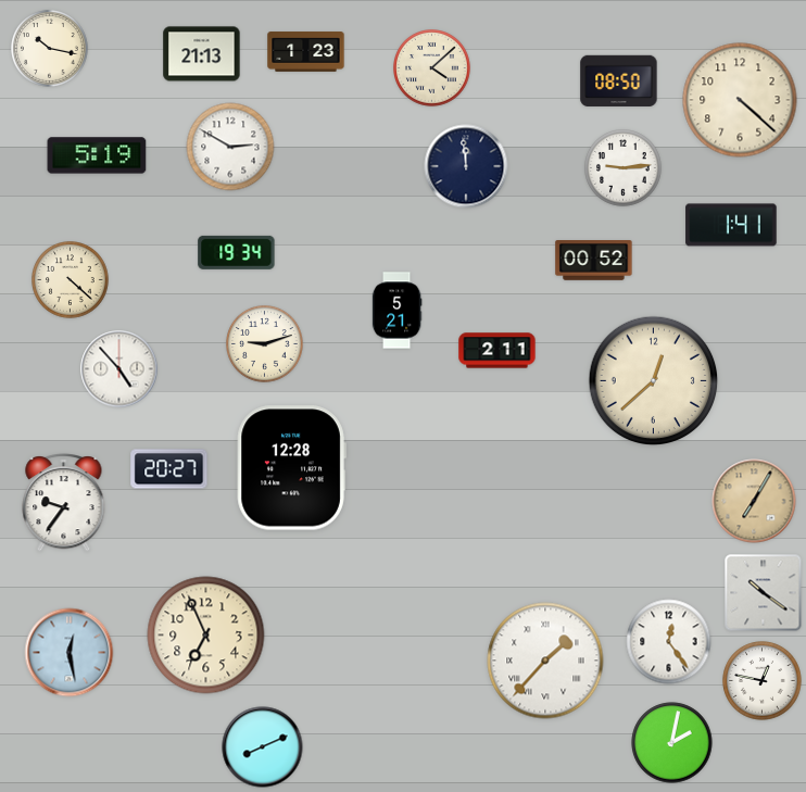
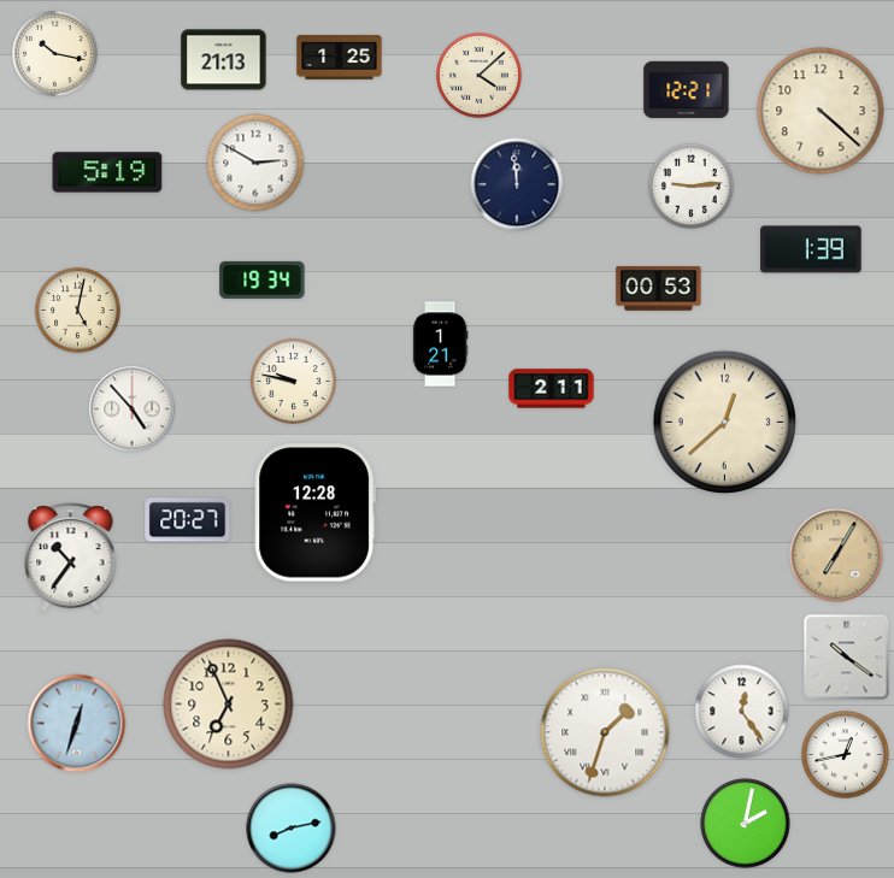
clock at (306, 52): 1:23 -> 1:25
clock at (619, 80): 08:50 -> 12:21
clock at (731, 225): 1:41 -> 1:39
clock at (594, 261): 00:52 -> 00:53
clock at (71, 280): 4:22 -> 5:02
clock at (396, 311): 5:21 -> 1:21
clock at (265, 344): 9:12 -> 9:47
clock at (291, 468) position: (291, 468) -> (314, 513)
clock at (64, 503): 9:36 -> 10:36
clock at (70, 653): 12:28 -> 12:33
clock at (545, 661): 1:37 -> 1:33
clock at (763, 681): 12:47 -> 12:43
clock at (263, 747): 8:11 -> 8:13
